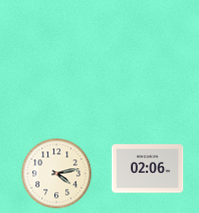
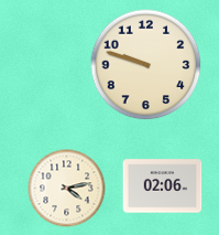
clock at (146, 65): none -> 9:48
clock at (57, 174) position: (57, 174) -> (67, 189)
